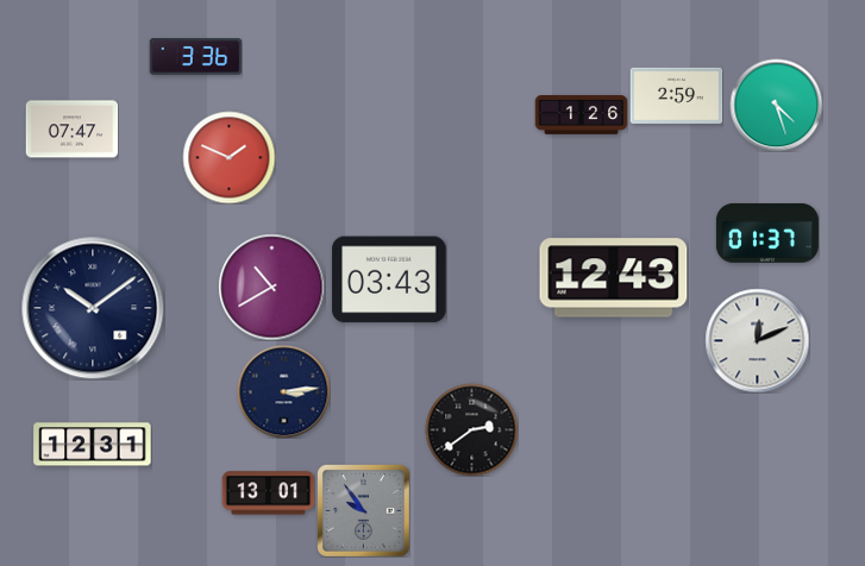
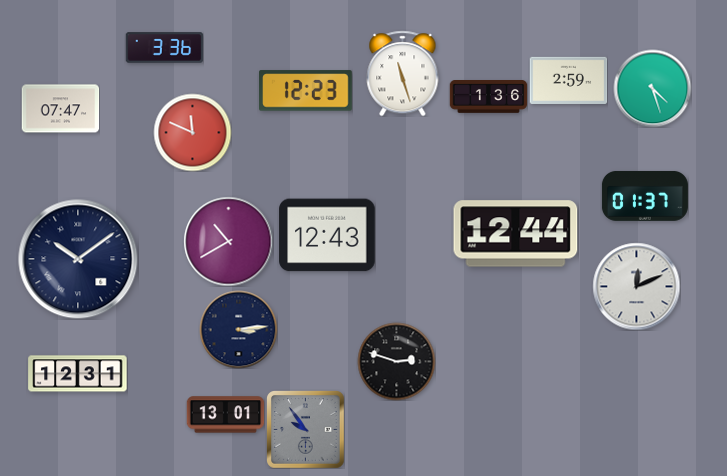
clock at (403, 73): none -> 11:27
clock at (306, 91): none -> 12:23
clock at (581, 115): 1:26 -> 1:36
clock at (228, 157): 1:49 -> 11:49
clock at (614, 278): 12:43 -> 12:44
clock at (389, 279): 03:43 -> 12:43
clock at (471, 429): 2:39 -> 2:48
